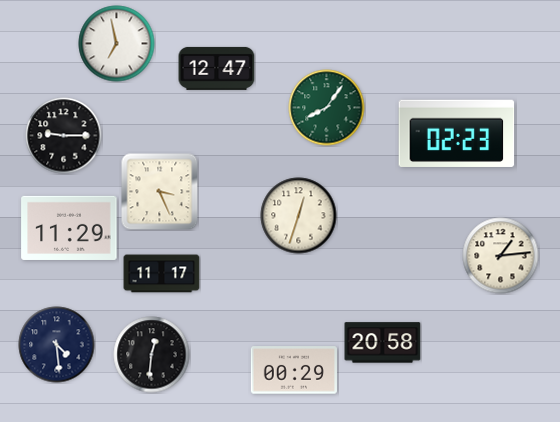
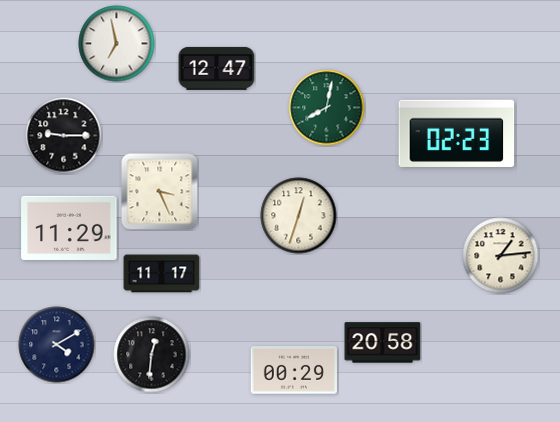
clock at (327, 108): 8:06 -> 8:02
clock at (57, 345): 4:29 -> 4:10
